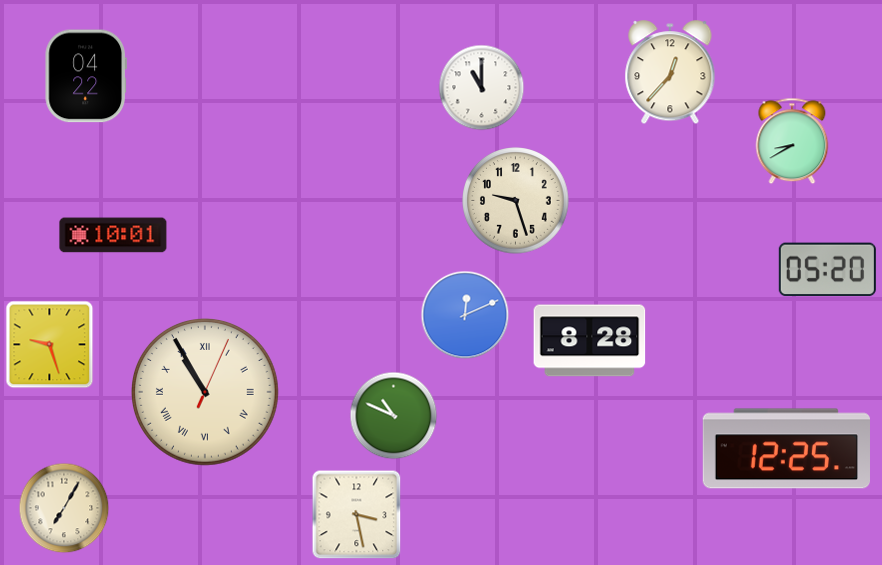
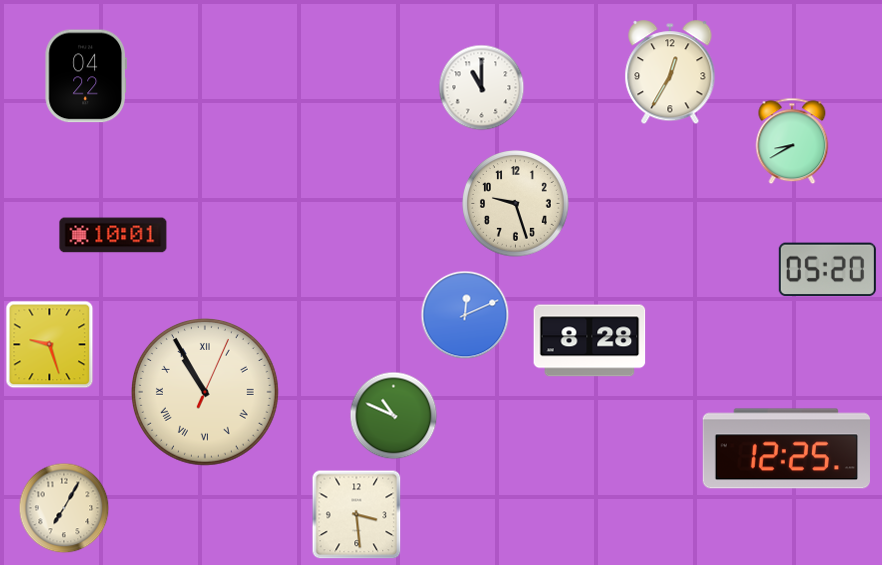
clock at (670, 73): 12:37 -> 12:35
clock at (516, 201) position: (516, 201) -> (516, 204)
clock at (357, 515): 3:28 -> 3:29
